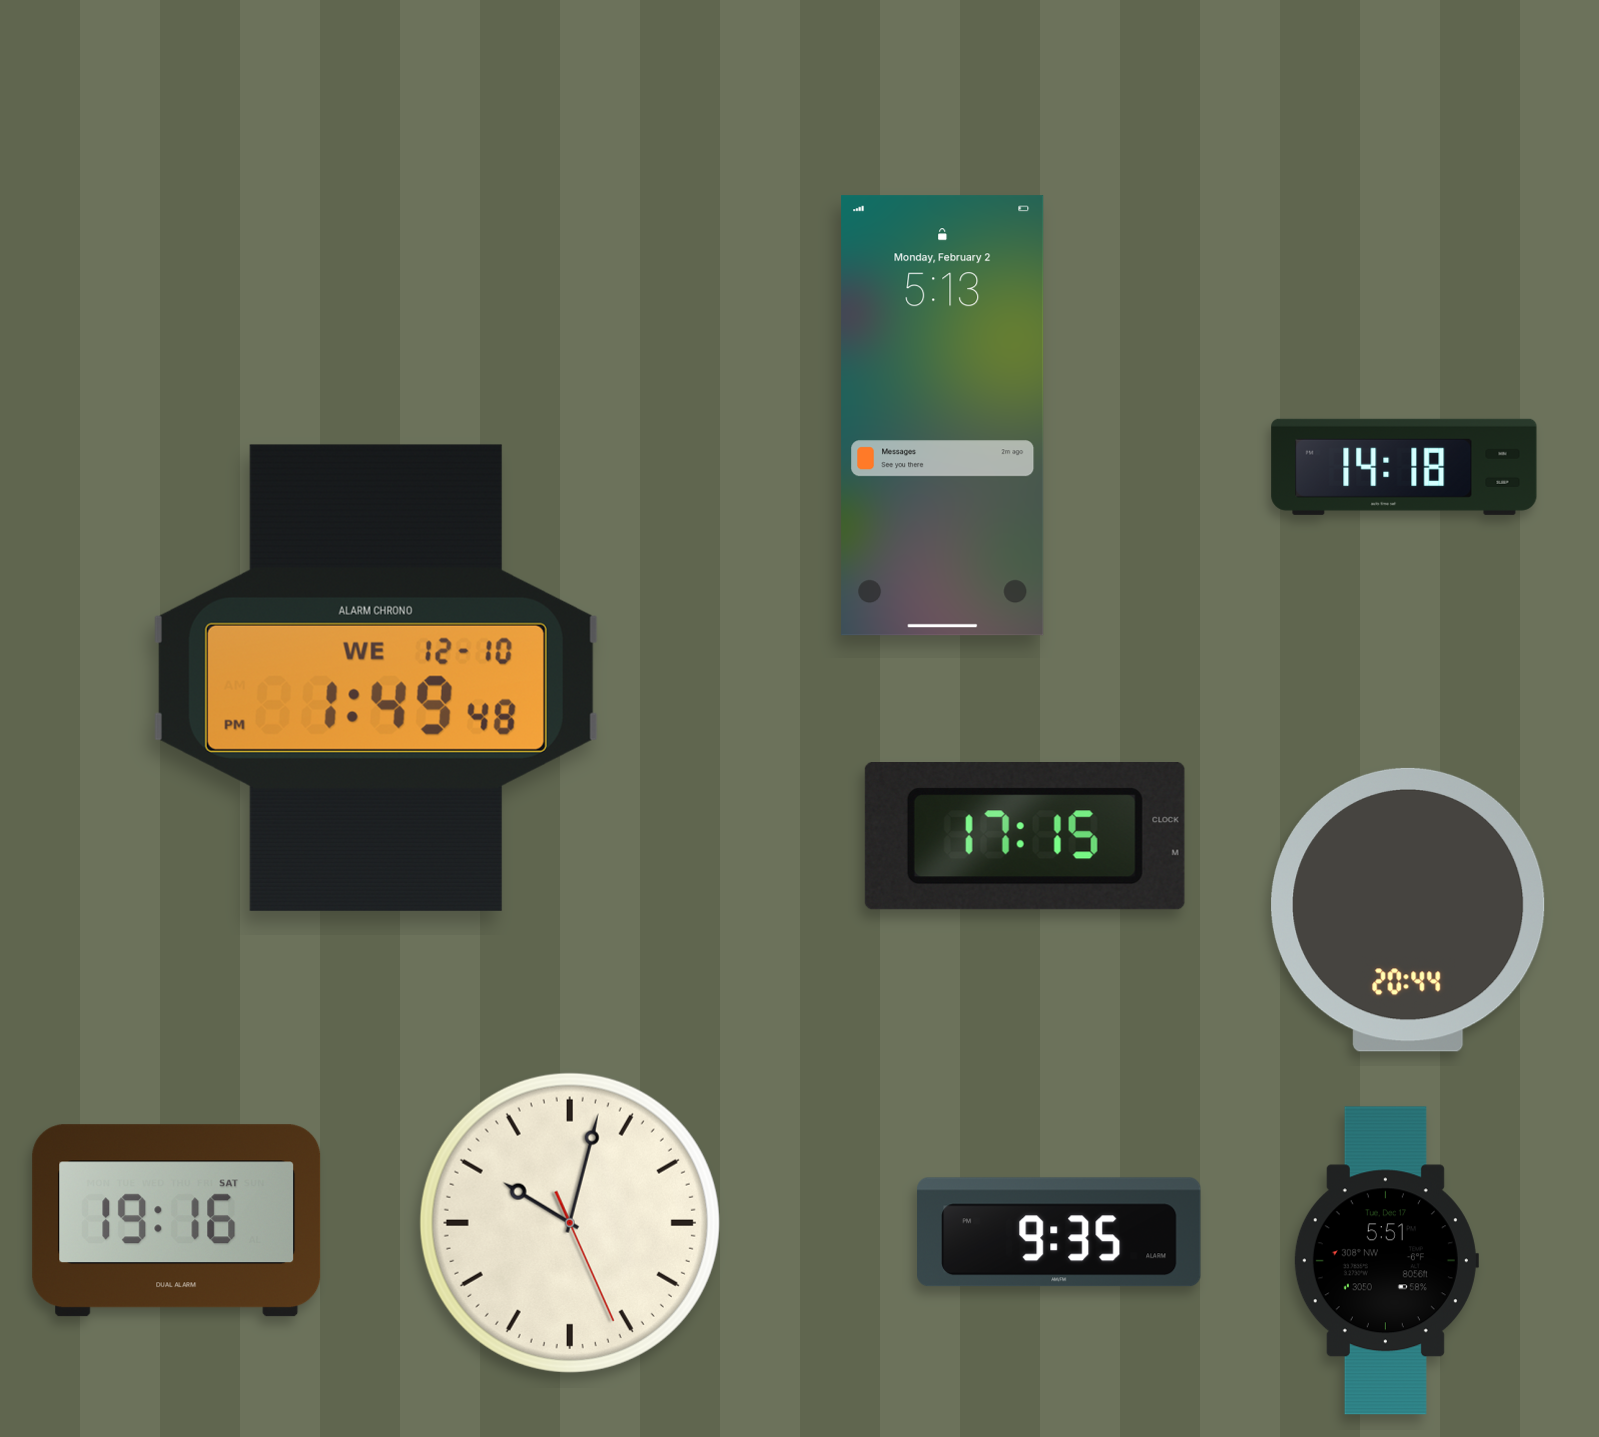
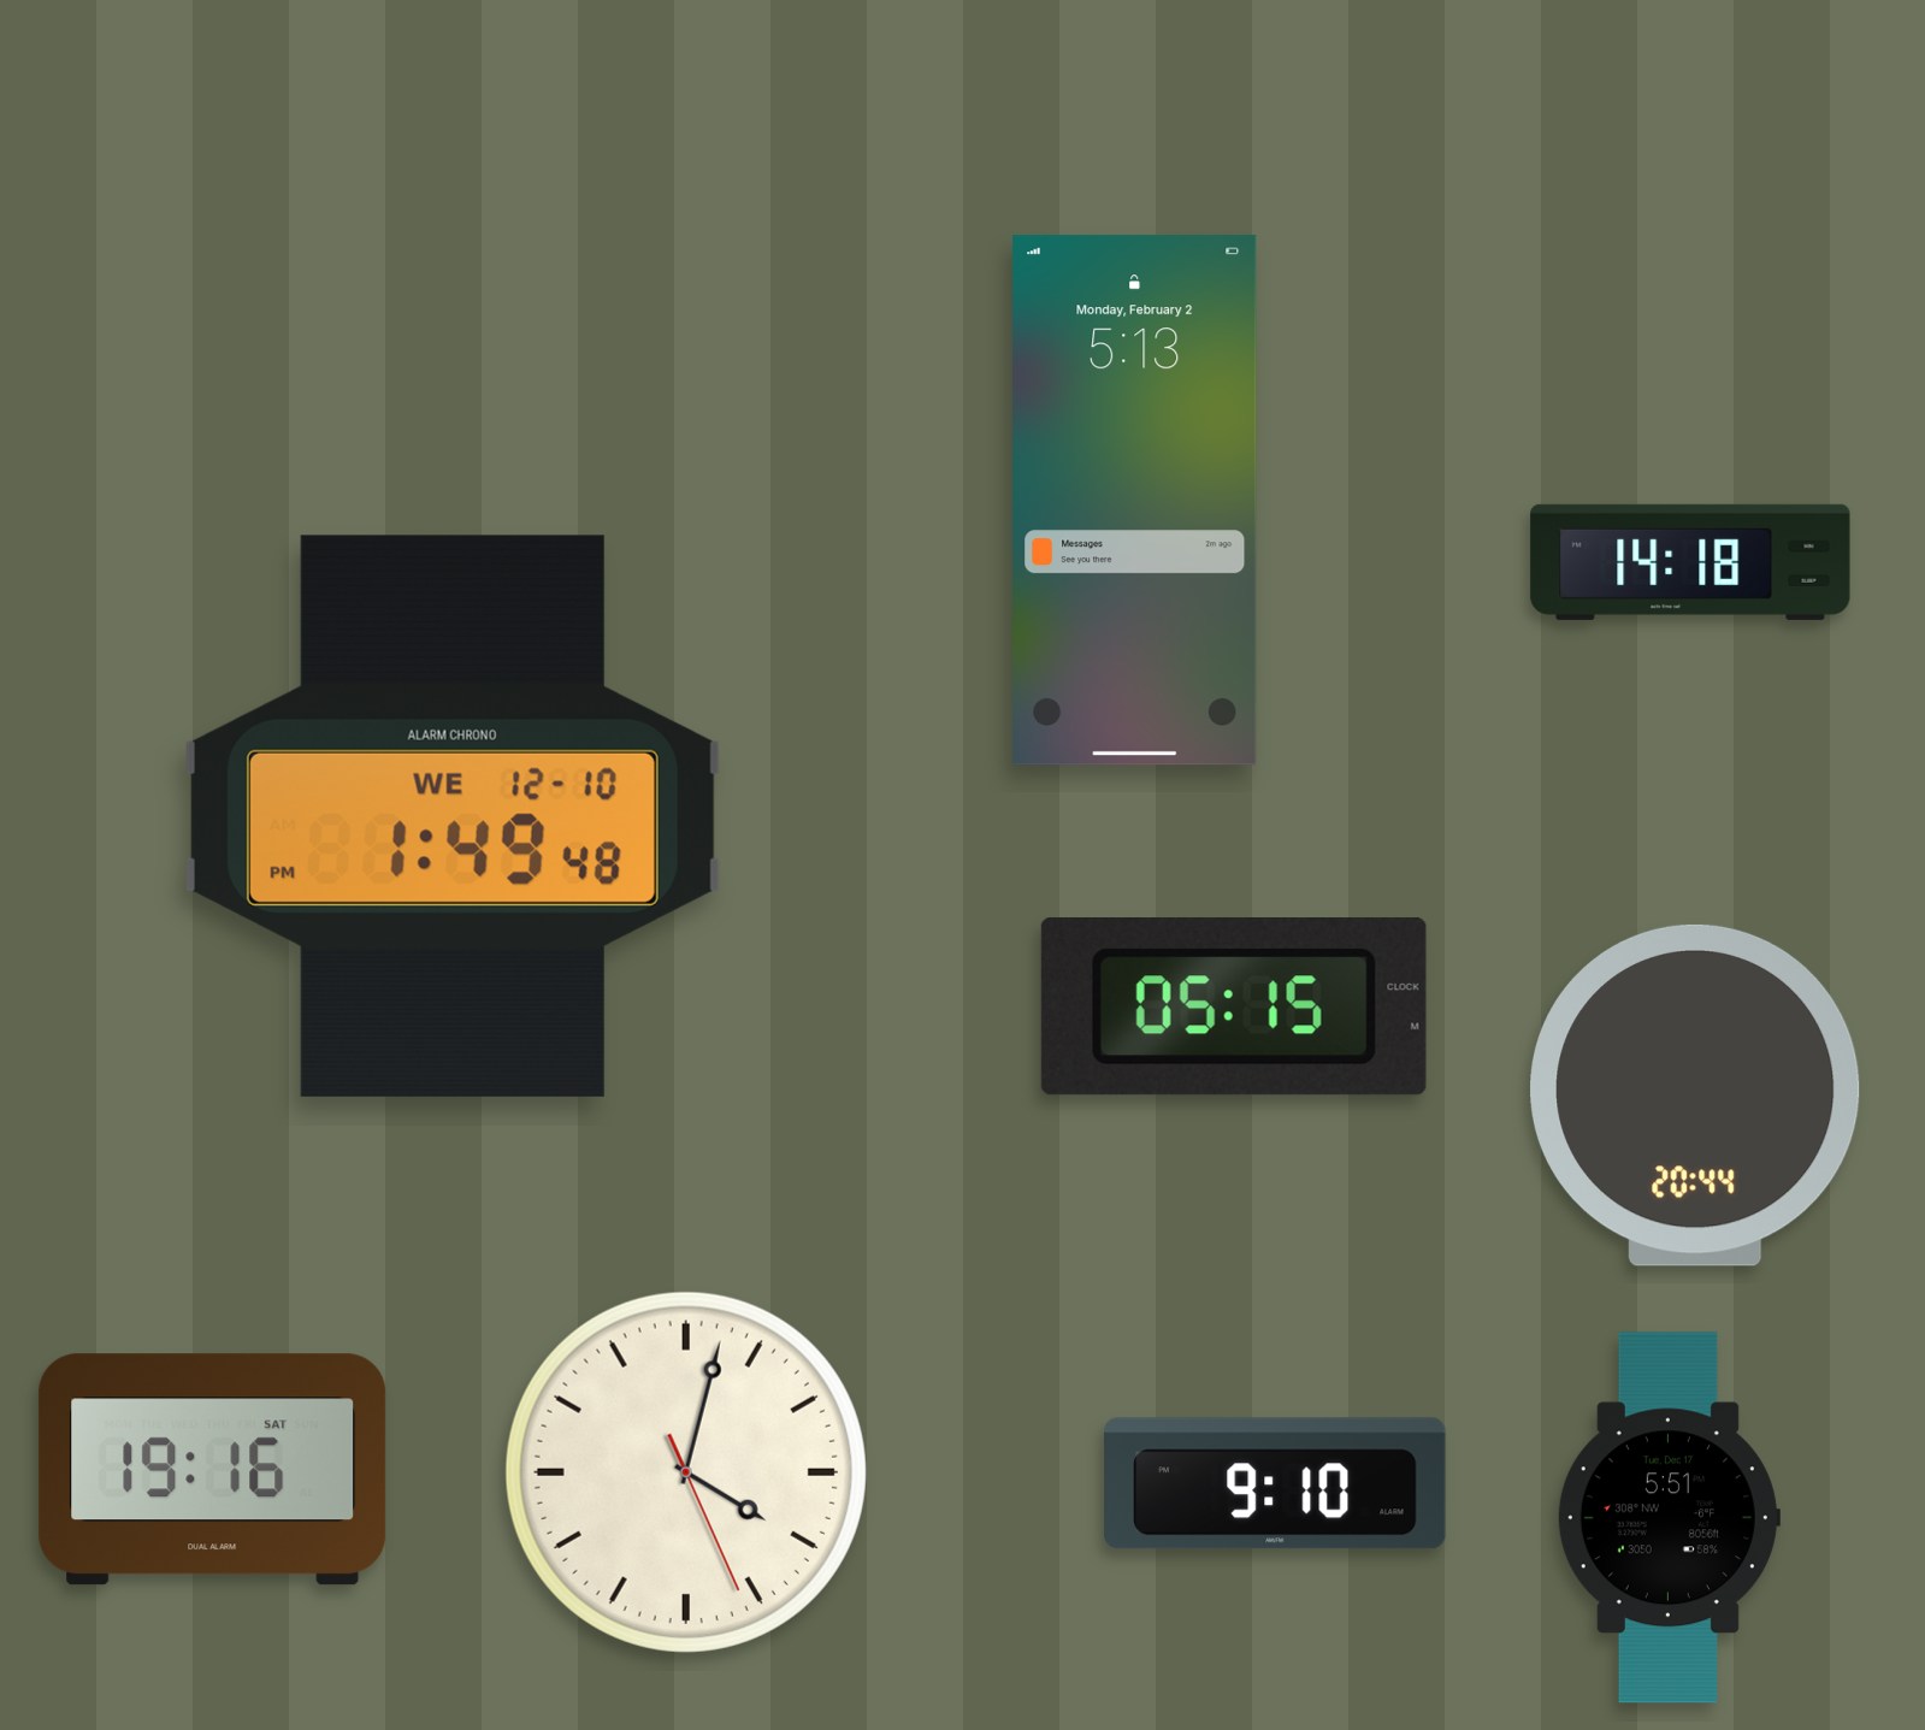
clock at (1025, 837): 17:15 -> 05:15
clock at (570, 1223): 10:02 -> 4:02
clock at (1060, 1232): 9:35 -> 9:10
